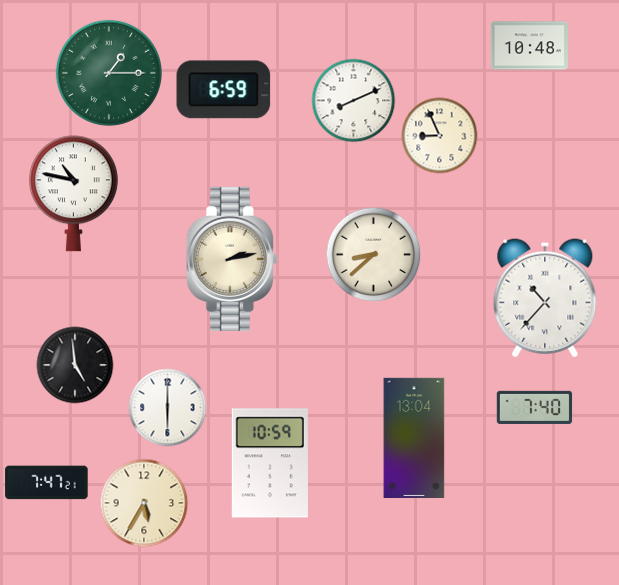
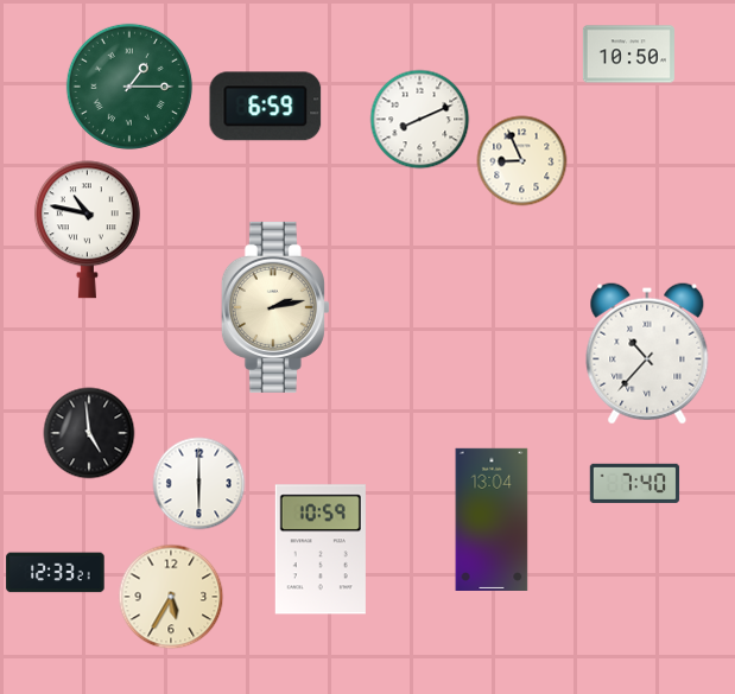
clock at (529, 46): 10:48 -> 10:50
clock at (374, 255): 8:38 -> none
clock at (47, 483): 7:47 -> 12:33
